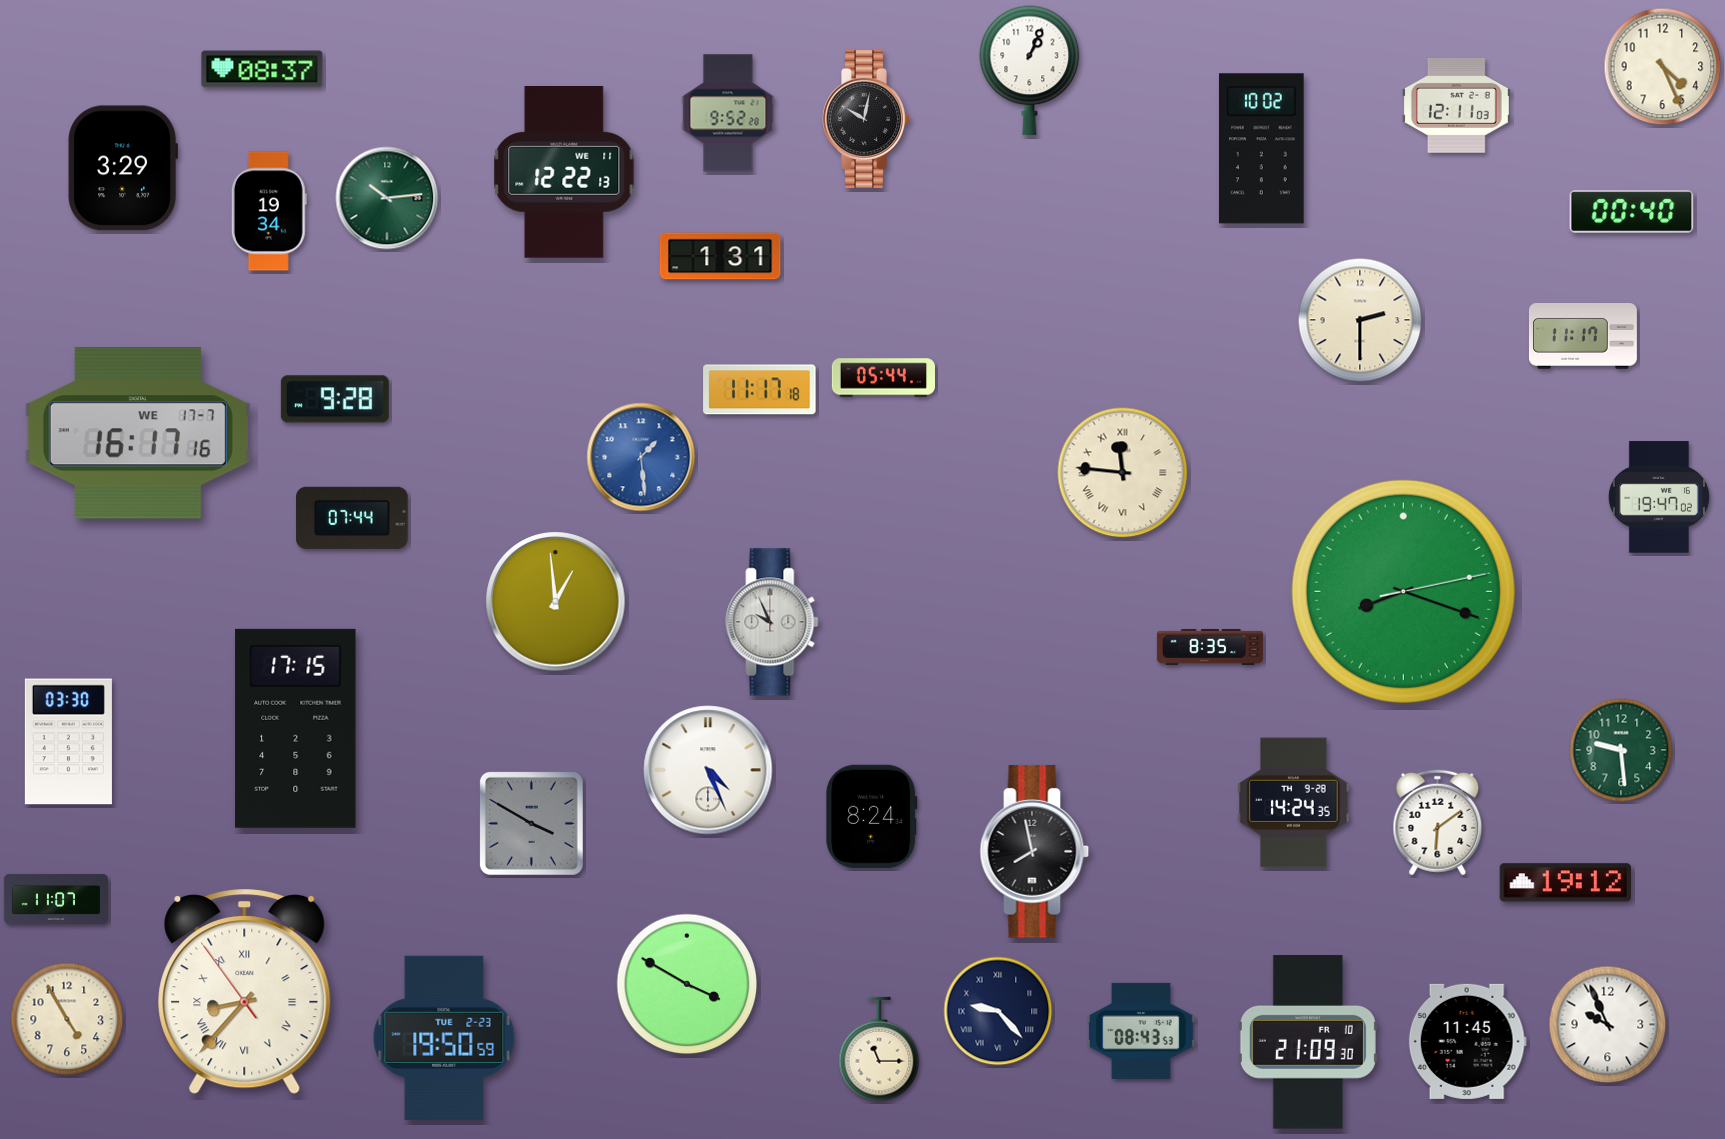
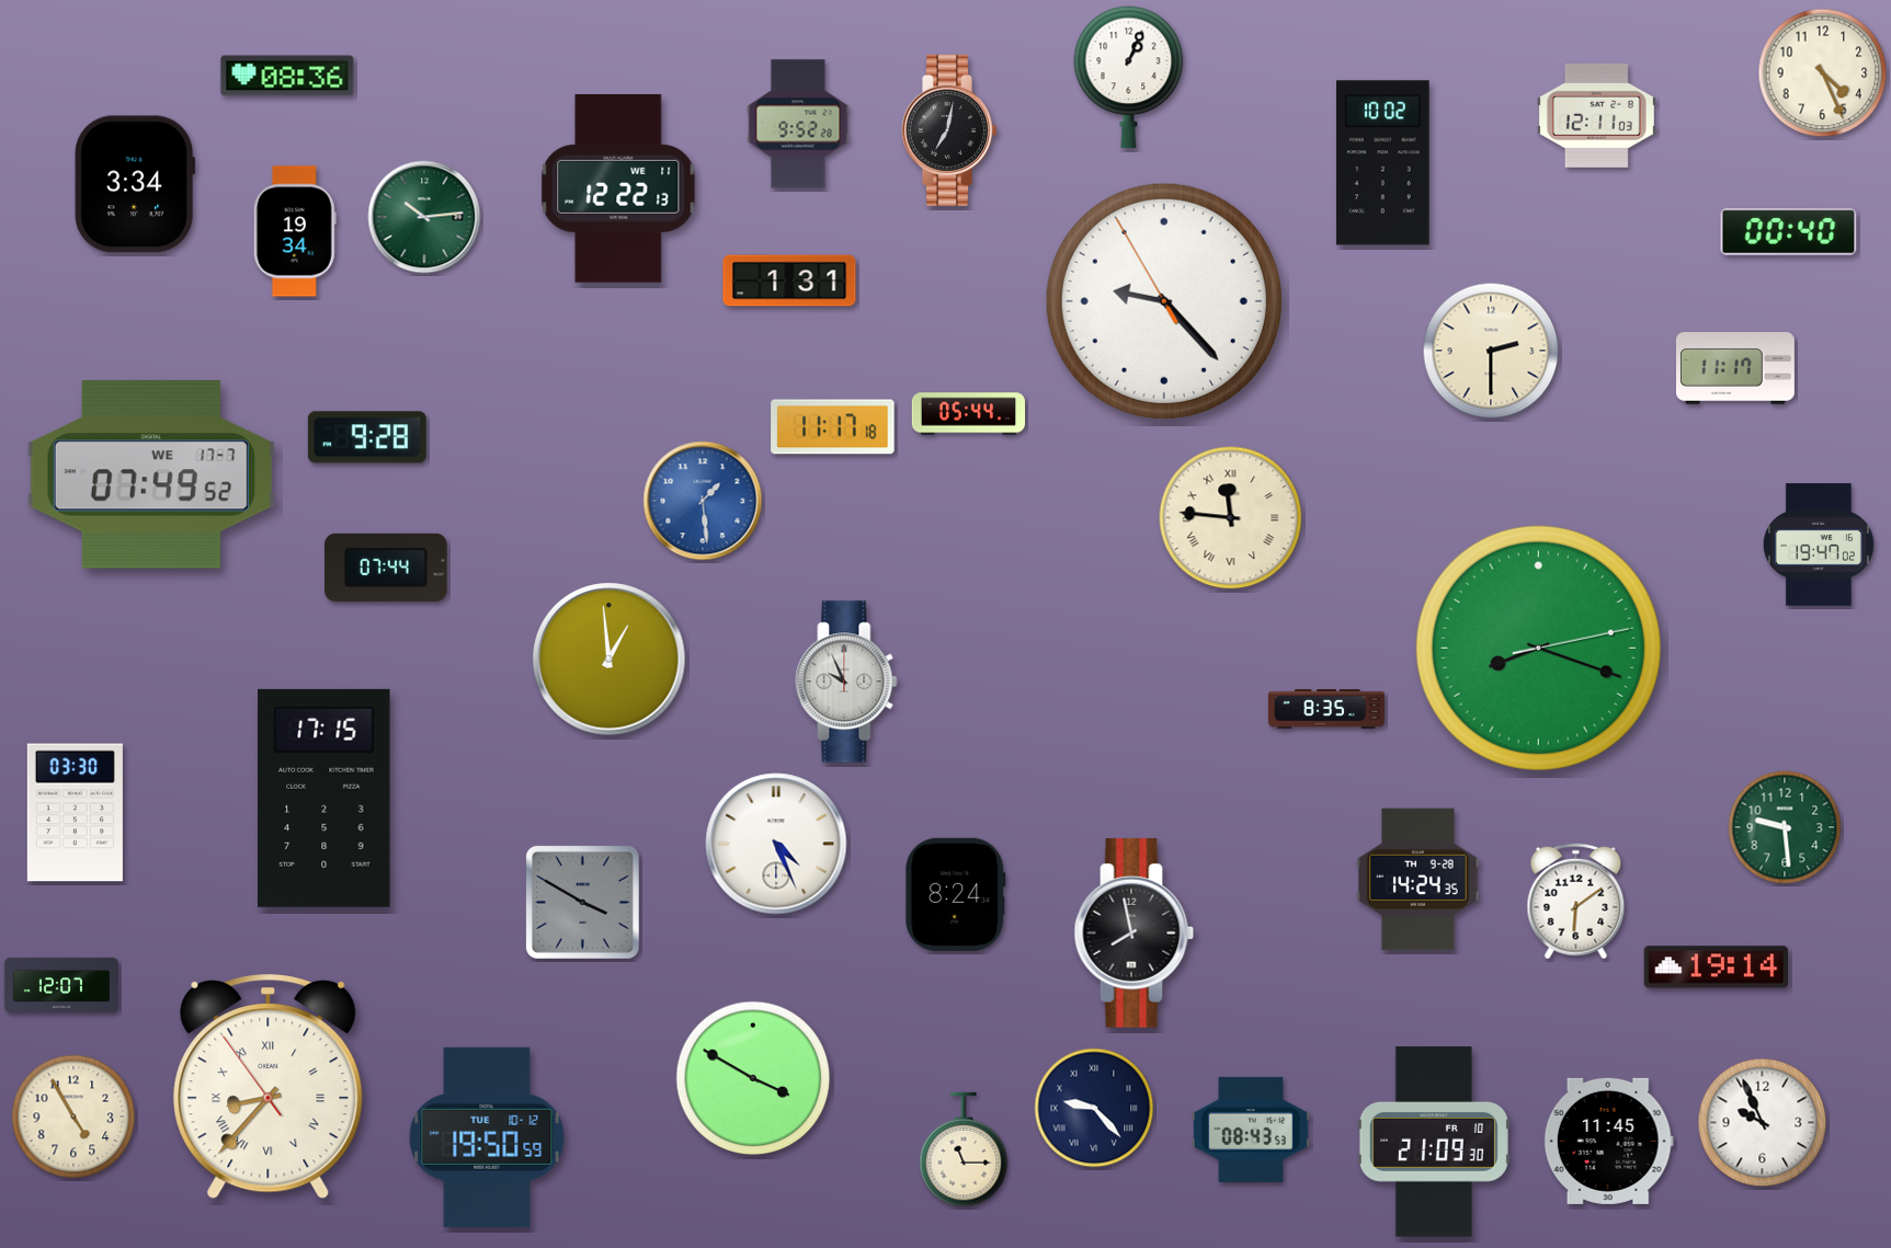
clock at (262, 69): 08:37 -> 08:36
clock at (867, 119): 10:02 -> 7:02
clock at (122, 168): 3:29 -> 3:34
clock at (1164, 301): none -> 9:22
clock at (138, 433): 16:17 -> 07:49
clock at (1621, 750) position: (1621, 750) -> (1785, 827)
clock at (1565, 883): 19:12 -> 19:14
clock at (55, 899): 11:07 -> 12:07
clock at (444, 1038) date: TUE 2-23 -> TUE 10-12
